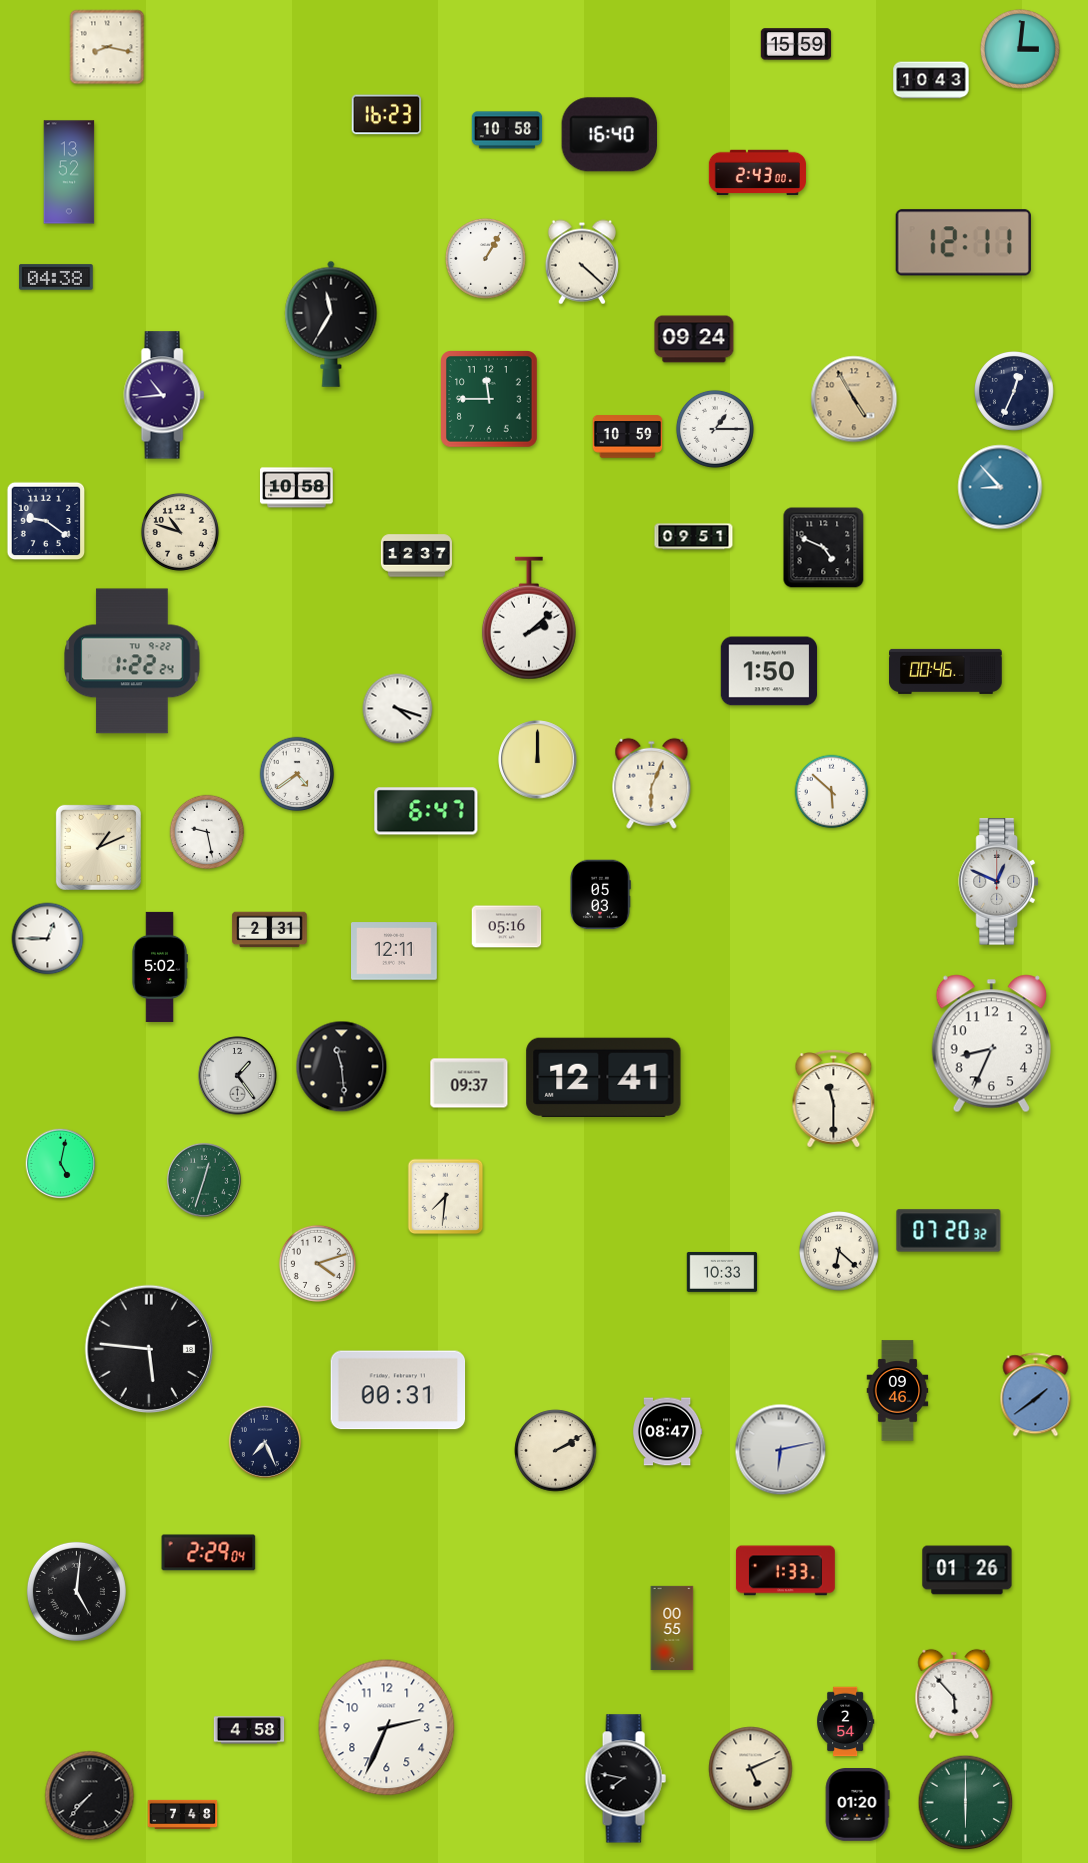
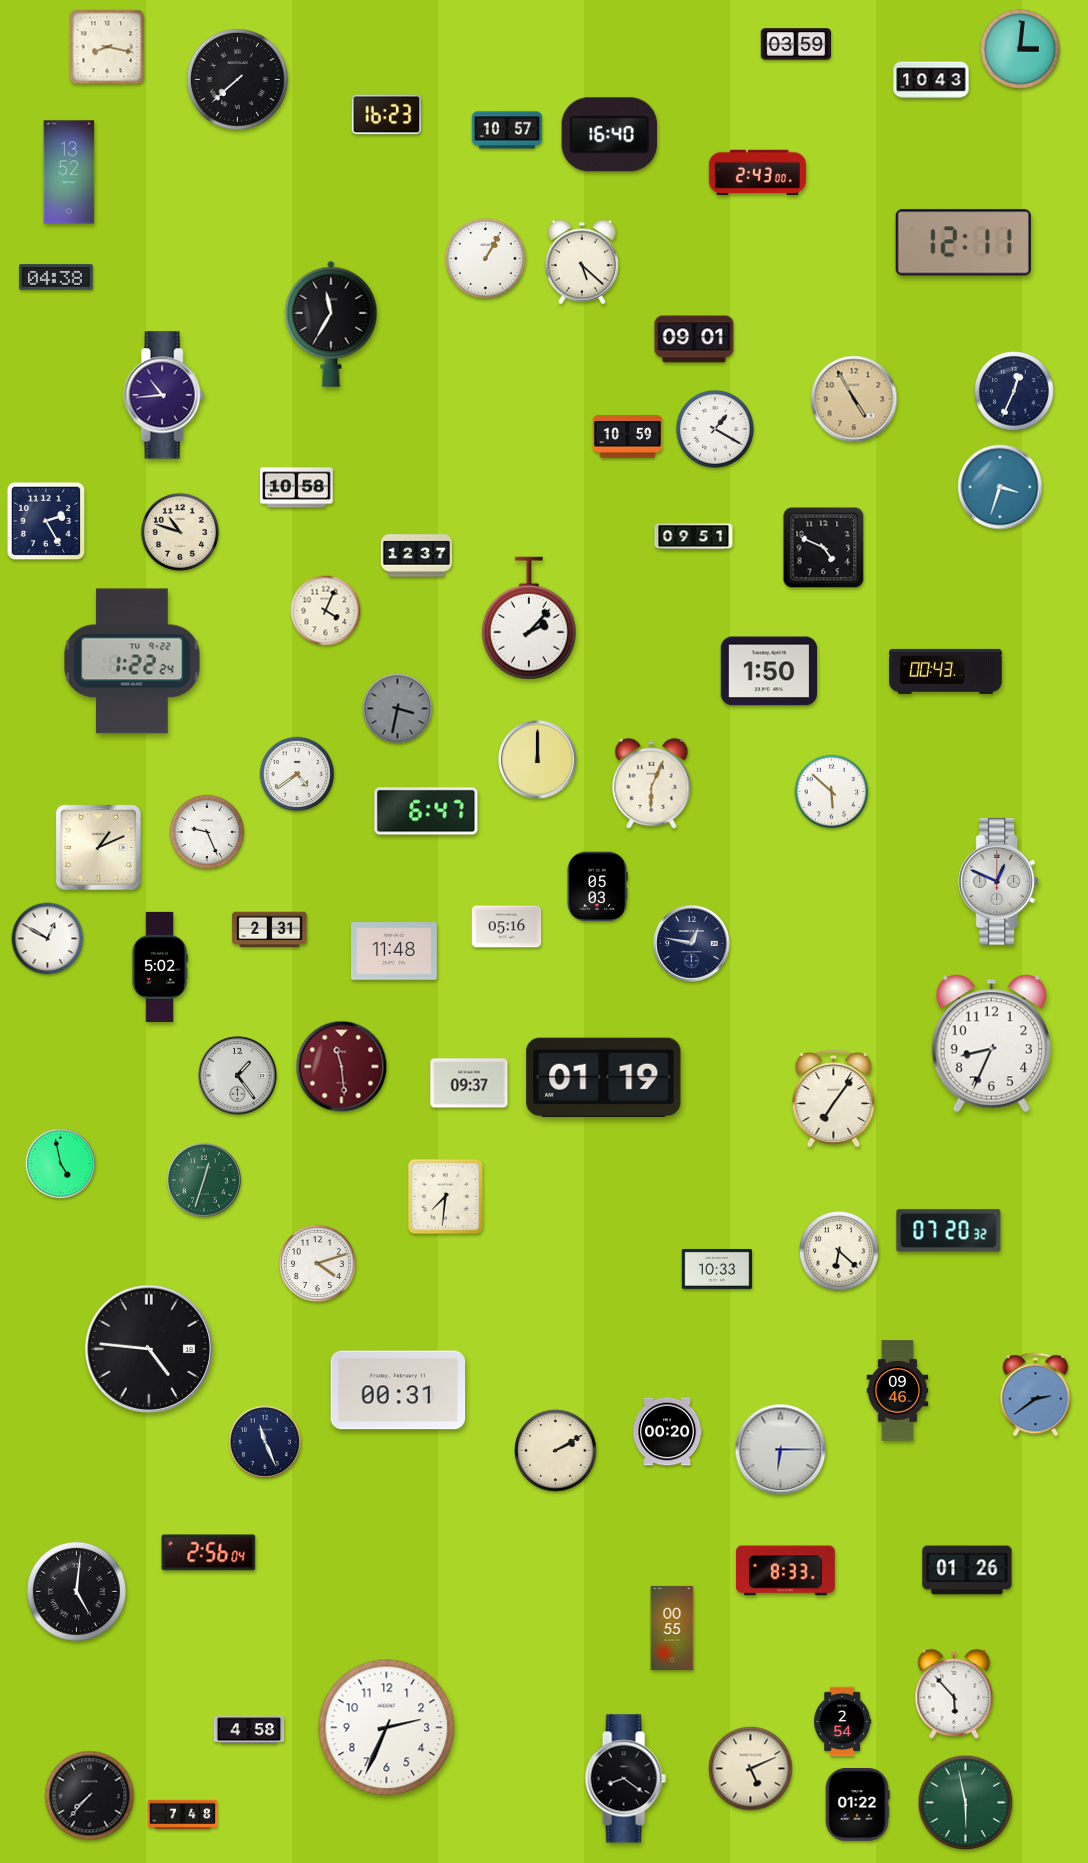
clock at (796, 44): 15:59 -> 03:59
clock at (237, 79): none -> 7:38
clock at (507, 130): 10:58 -> 10:57
clock at (582, 262): 4:22 -> 5:22
clock at (694, 339): 09:24 -> 09:01
clock at (490, 400): 11:45 -> none
clock at (715, 429): 1:15 -> 1:20
clock at (1000, 487): 8:53 -> 3:33
clock at (46, 521): 9:21 -> 2:25
clock at (326, 611): none -> 4:04
clock at (529, 618): 2:08 -> 2:07
clock at (946, 671): 00:46 -> 00:43
clock at (398, 709): 4:18 -> 3:32
clock at (398, 709) dial: white -> grey
clock at (207, 832): 9:28 -> 9:26
clock at (600, 895) position: (600, 895) -> (597, 887)
clock at (48, 939): 12:45 -> 12:50
clock at (692, 944): none -> 12:47
clock at (395, 951): 12:11 -> 11:48
clock at (342, 1067) dial: black -> burgundy
clock at (604, 1077): 12:41 -> 01:19
clock at (834, 1099): 11:30 -> 7:06
clock at (61, 1164): 5:02 -> 4:58
clock at (722, 1272) position: (722, 1272) -> (717, 1269)
clock at (148, 1348): 5:46 -> 4:46
clock at (1036, 1395): 1:39 -> 2:39
clock at (668, 1432): 08:47 -> 00:20
clock at (265, 1442): 7:26 -> 11:26
clock at (781, 1450): 6:13 -> 6:15
clock at (209, 1553): 2:29 -> 2:56
clock at (785, 1571): 1:33 -> 8:33
clock at (846, 1722) position: (846, 1722) -> (843, 1722)
clock at (625, 1779): 7:47 -> 8:21
clock at (966, 1803): 6:00 -> 5:58
clock at (857, 1805): 01:20 -> 01:22
